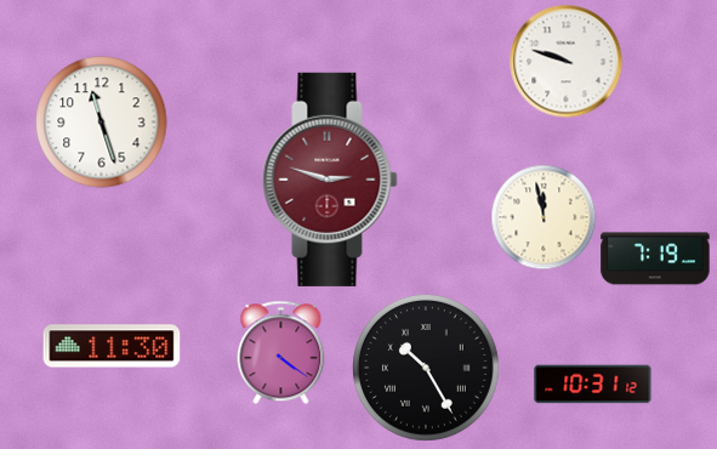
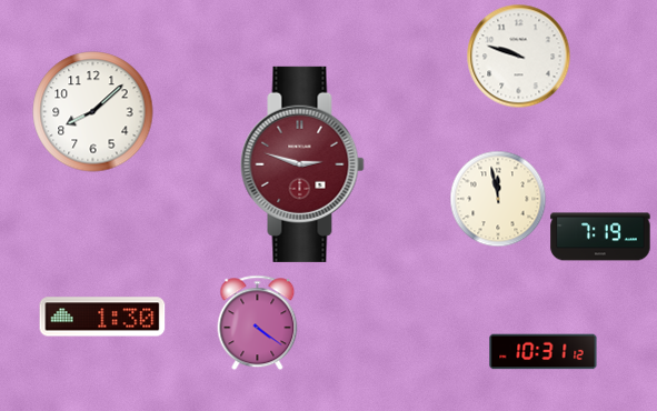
clock at (102, 123): 11:27 -> 8:08
clock at (112, 346): 11:30 -> 1:30
clock at (426, 368): 10:25 -> none
